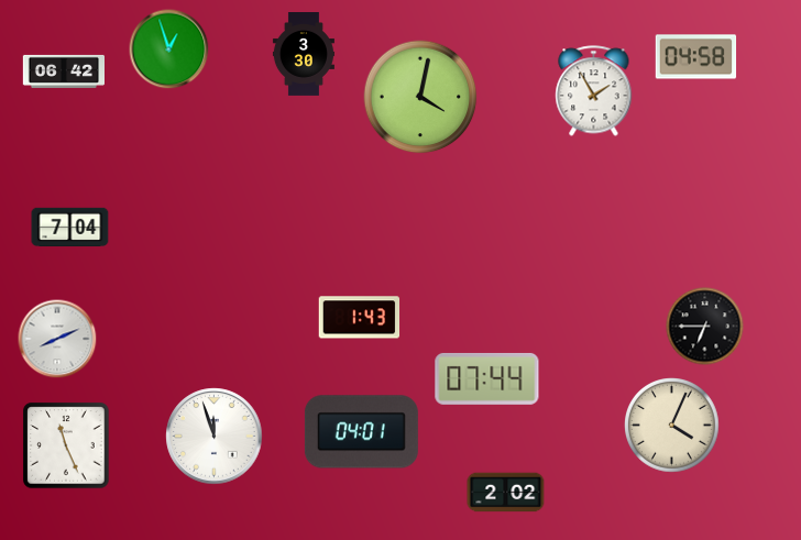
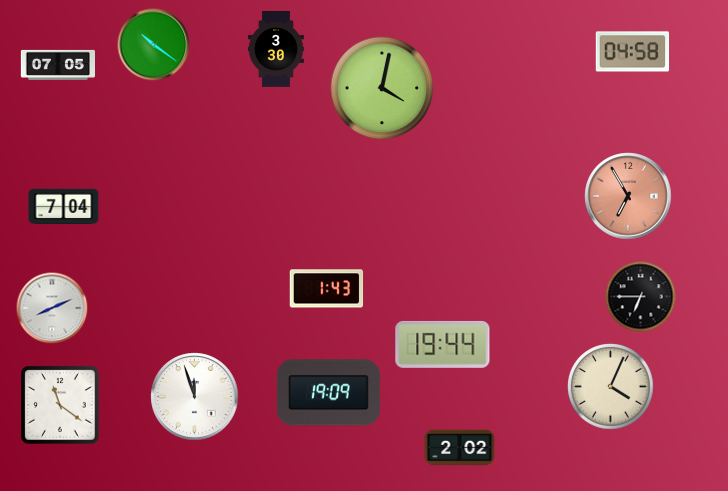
clock at (169, 49): 12:57 -> 10:21
clock at (63, 71): 06:42 -> 07:05
clock at (594, 91): 1:55 -> none
clock at (628, 196): none -> 6:55
clock at (487, 378): 07:44 -> 19:44
clock at (361, 432): 04:01 -> 19:09
clock at (66, 445): 11:26 -> 11:21
